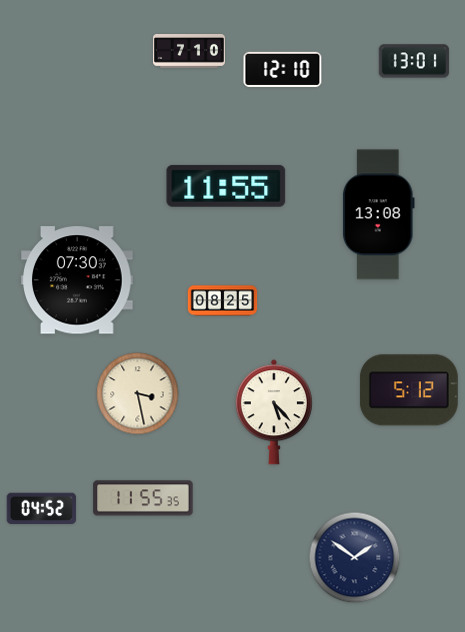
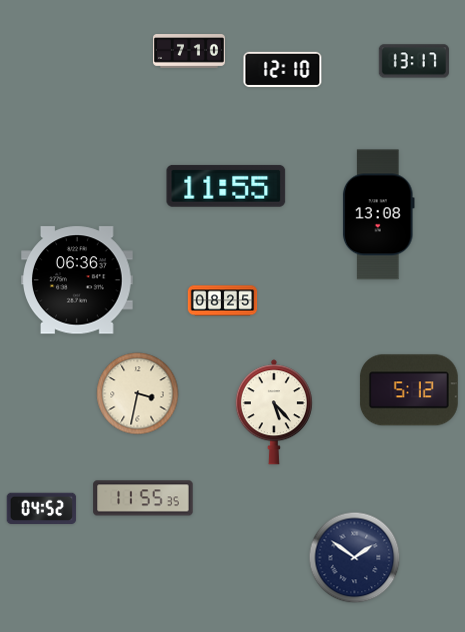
clock at (414, 61): 13:01 -> 13:17
clock at (78, 280): 07:30 -> 06:36
clock at (138, 394): 3:28 -> 3:32
